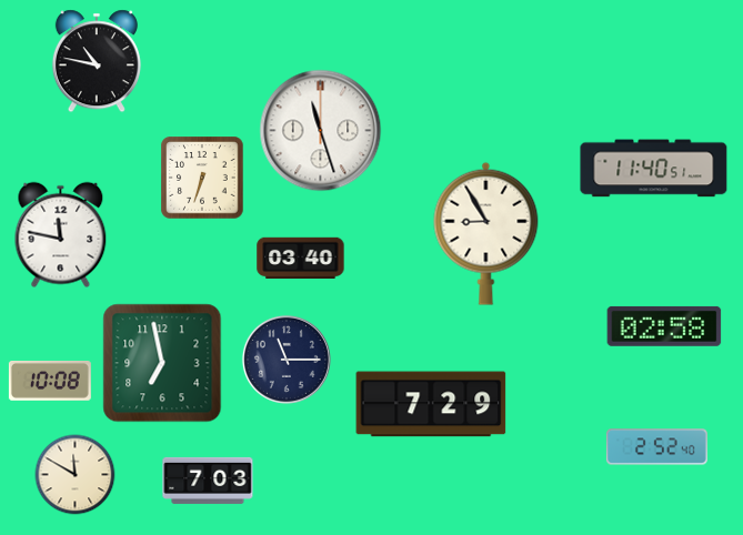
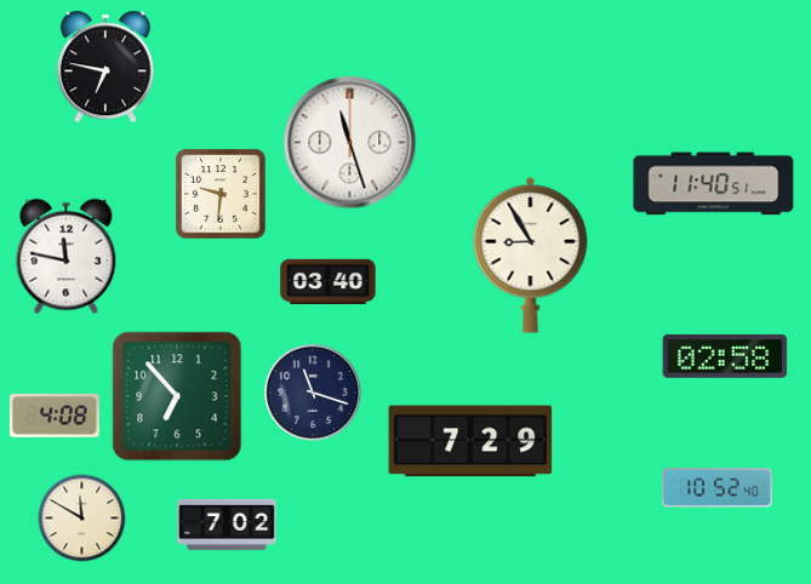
clock at (97, 61): 10:47 -> 6:47
clock at (202, 178): 6:33 -> 9:31
clock at (287, 360): 11:15 -> 11:18
clock at (162, 363): 6:58 -> 6:53
clock at (50, 381): 10:08 -> 4:08
clock at (656, 447): 2:52 -> 10:52
clock at (208, 481): 7:03 -> 7:02
